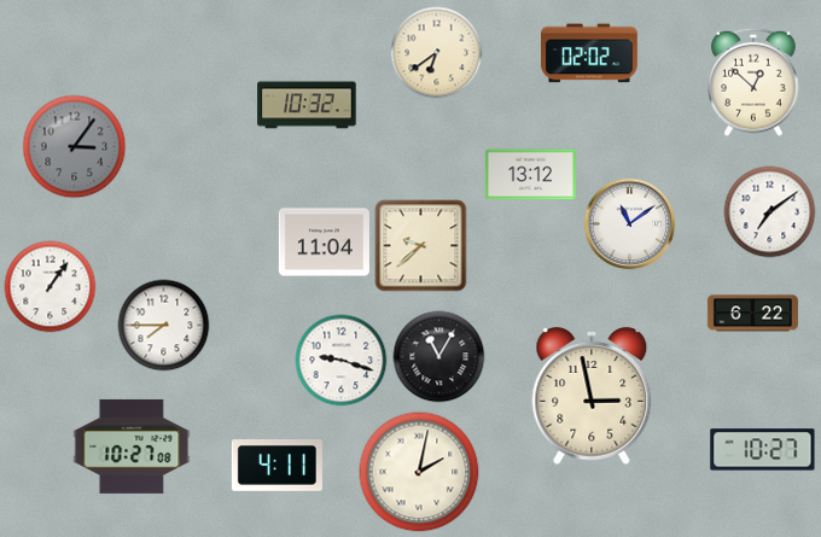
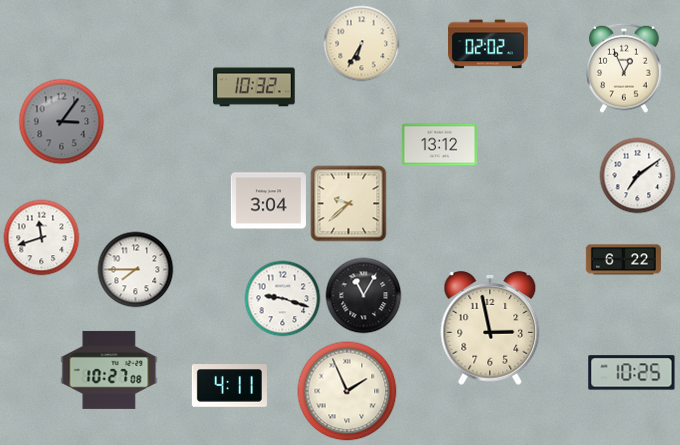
clock at (437, 53): 6:39 -> 6:35
clock at (753, 82): 12:52 -> 12:56
clock at (630, 224): 11:09 -> none
clock at (324, 243): 11:04 -> 3:04
clock at (51, 287): 1:06 -> 11:42
clock at (763, 450): 10:27 -> 10:25
clock at (419, 472): 2:02 -> 1:56
